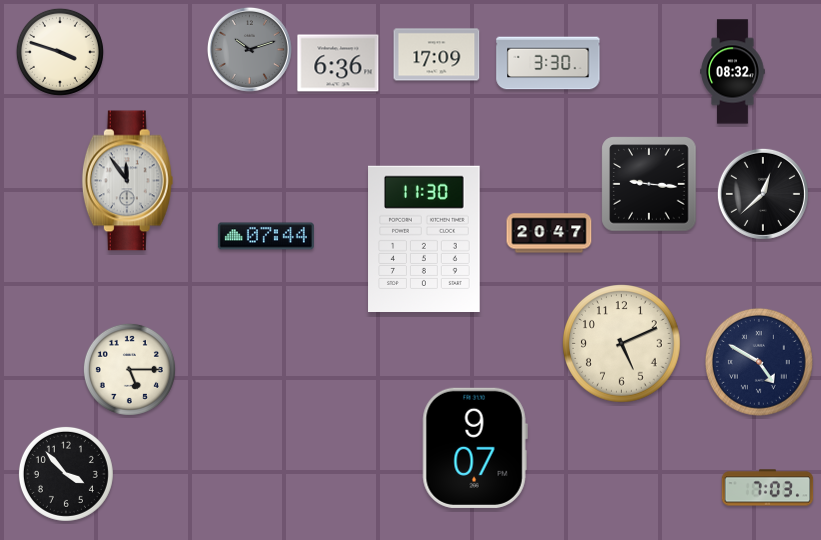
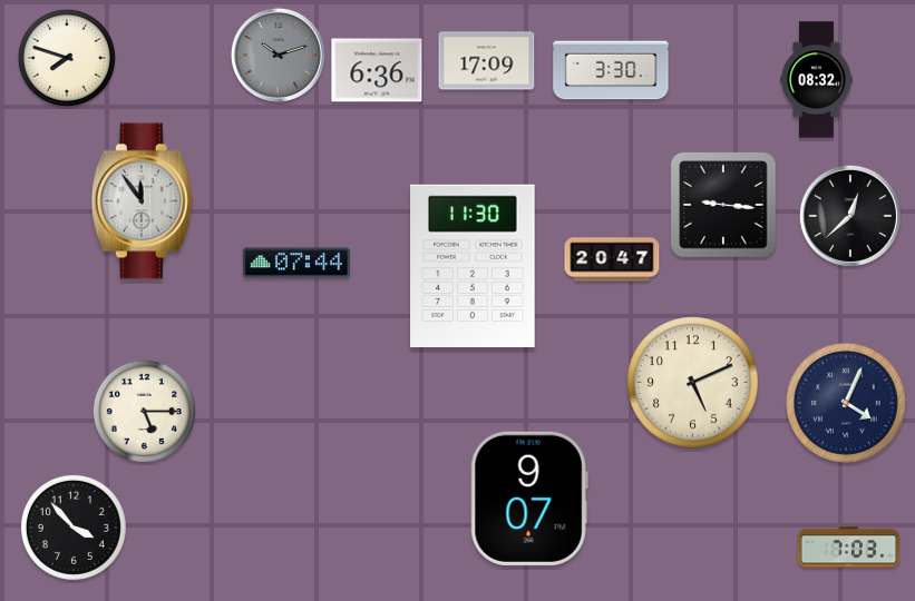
clock at (60, 52): 3:48 -> 7:48
clock at (759, 362): 4:50 -> 4:04
clock at (768, 488) position: (768, 488) -> (849, 548)
